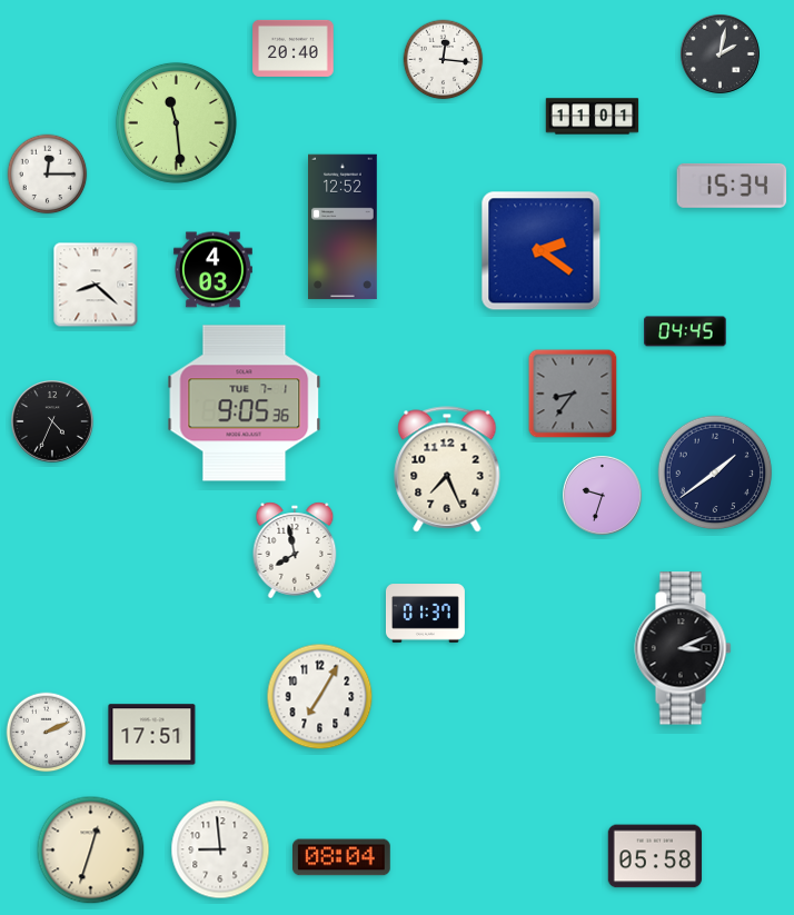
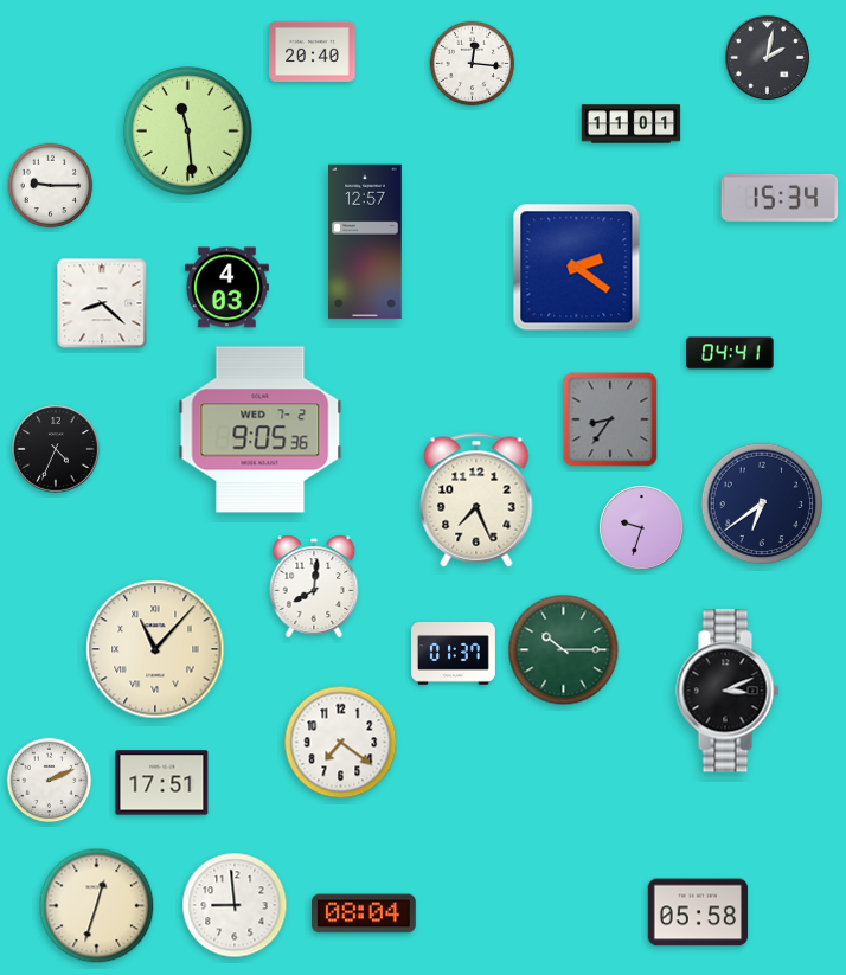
clock at (48, 175): 12:15 -> 9:15
clock at (344, 227): 12:52 -> 12:57
clock at (685, 331): 04:45 -> 04:41
clock at (245, 404) date: TUE 7-1 -> WED 7-2
clock at (715, 473): 1:39 -> 6:39
clock at (295, 550): 7:58 -> 8:01
clock at (155, 649): none -> 11:07
clock at (564, 650): none -> 10:15
clock at (320, 697): 7:05 -> 7:21
